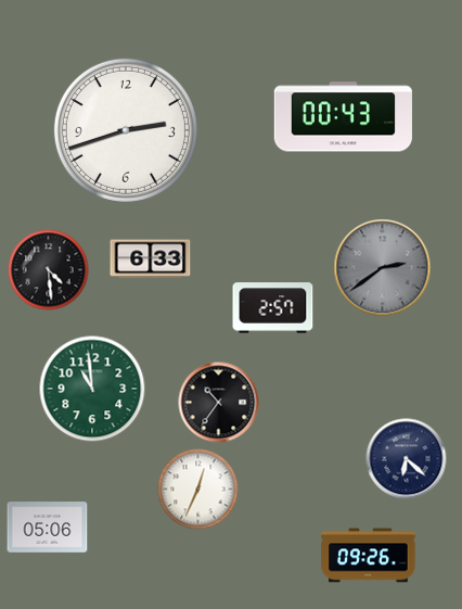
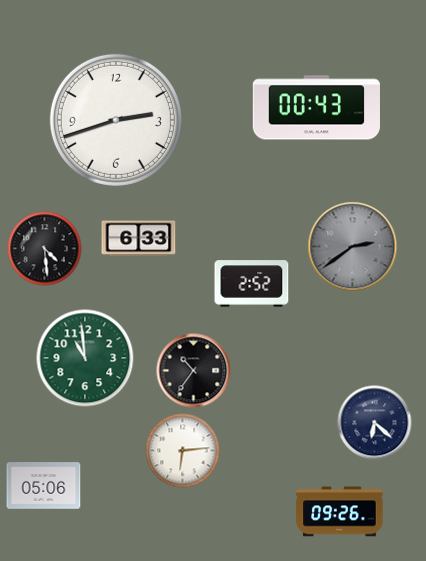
clock at (273, 308): 2:57 -> 2:52
clock at (219, 403) position: (219, 403) -> (194, 371)
clock at (198, 490): 12:34 -> 6:14
